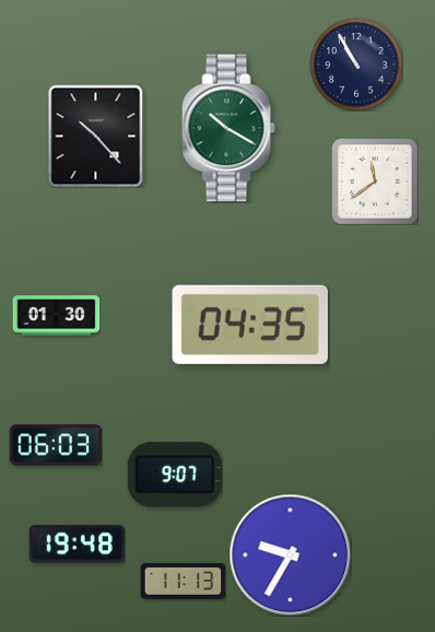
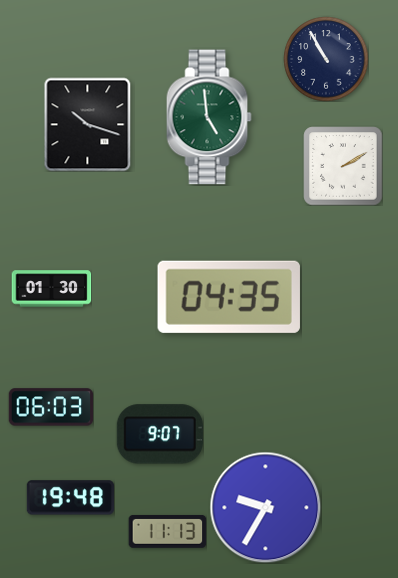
clock at (228, 128): 10:20 -> 4:59
clock at (96, 136): 10:23 -> 10:18
clock at (375, 182): 11:39 -> 2:10
